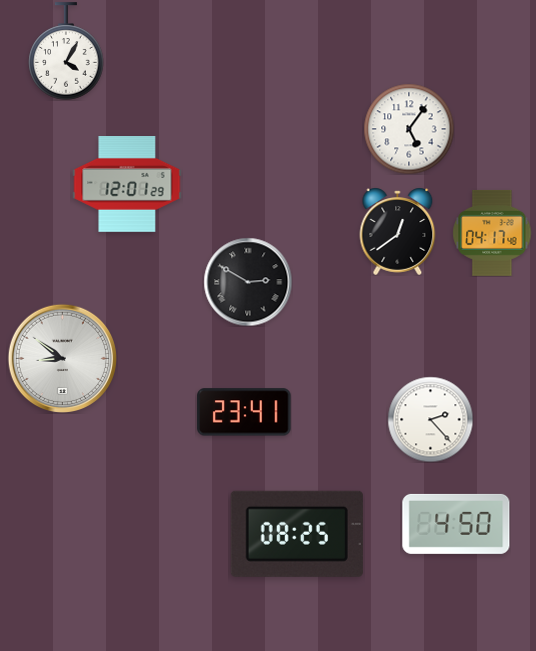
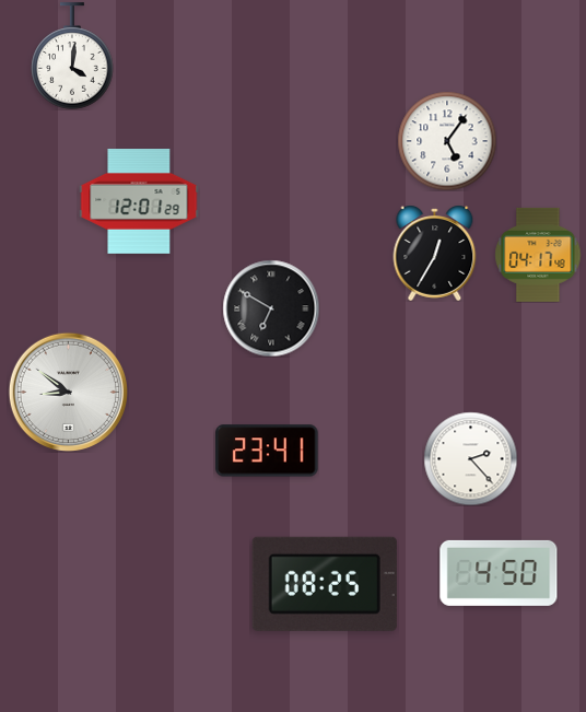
clock at (66, 51): 4:05 -> 4:01
clock at (398, 231): 12:39 -> 12:35
clock at (248, 282): 2:50 -> 6:50
